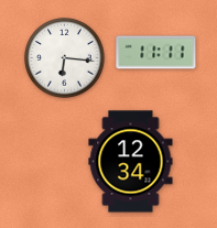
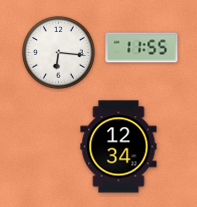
clock at (156, 53): 11:11 -> 11:55
